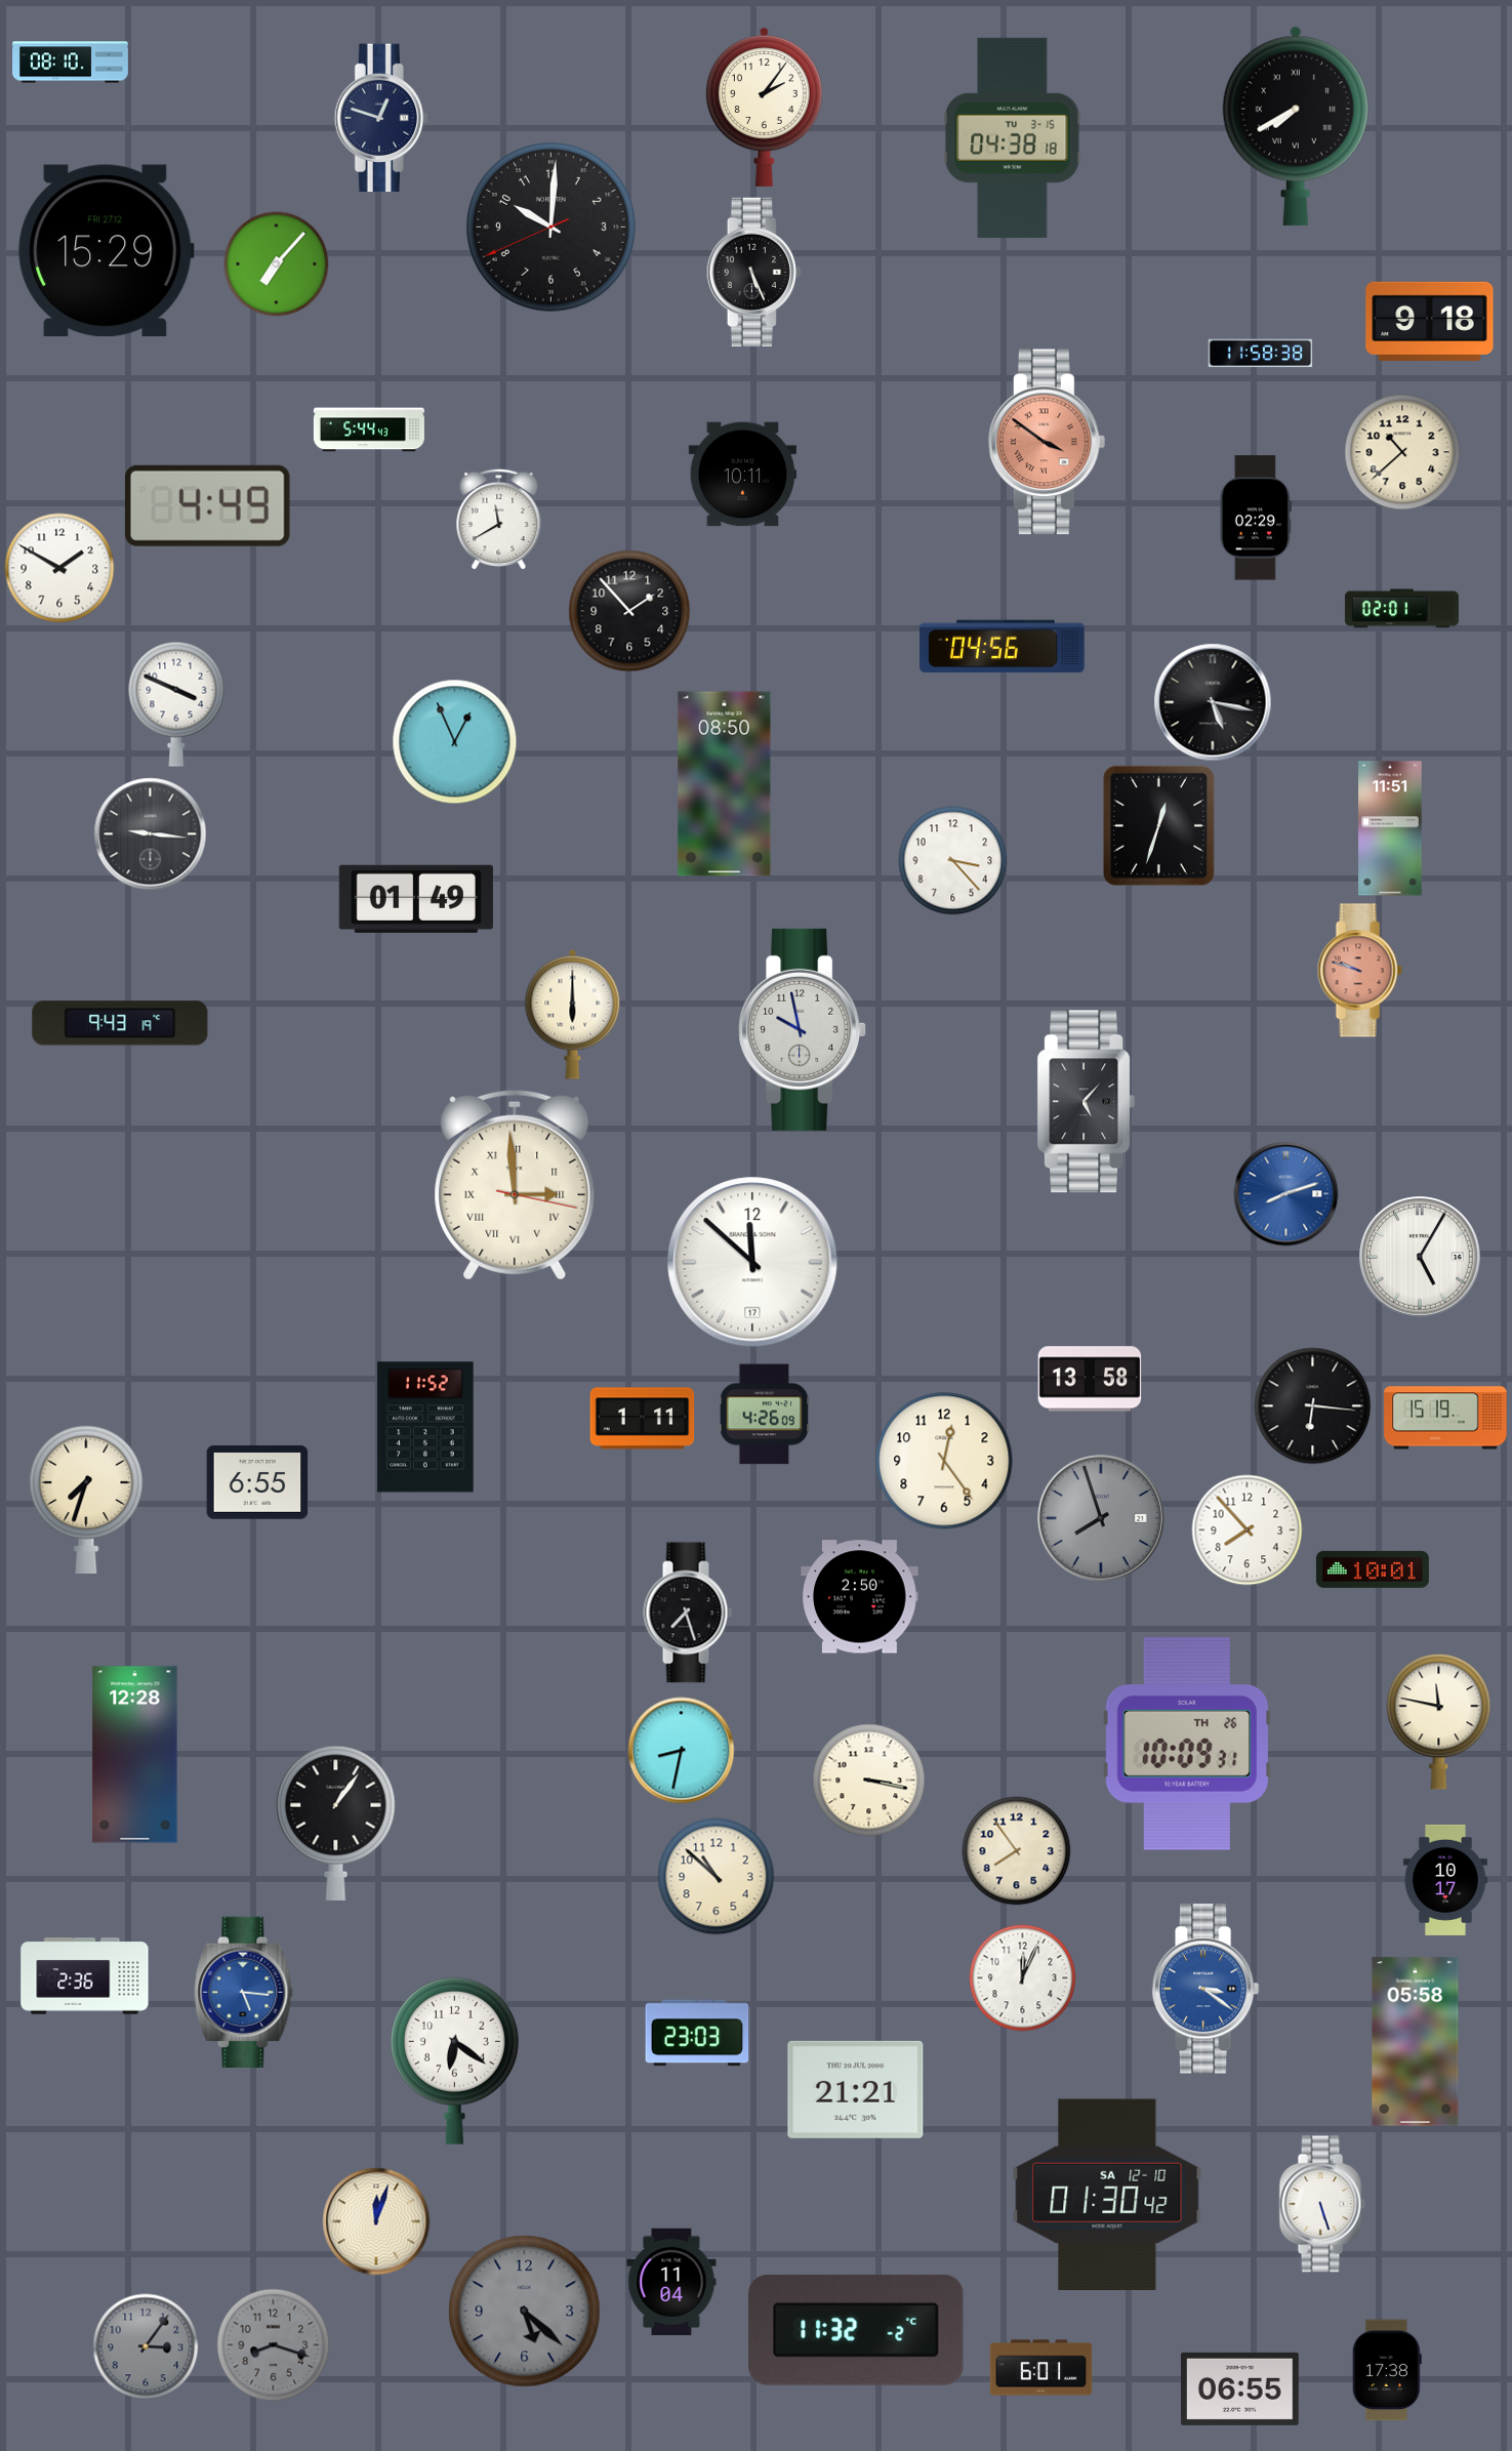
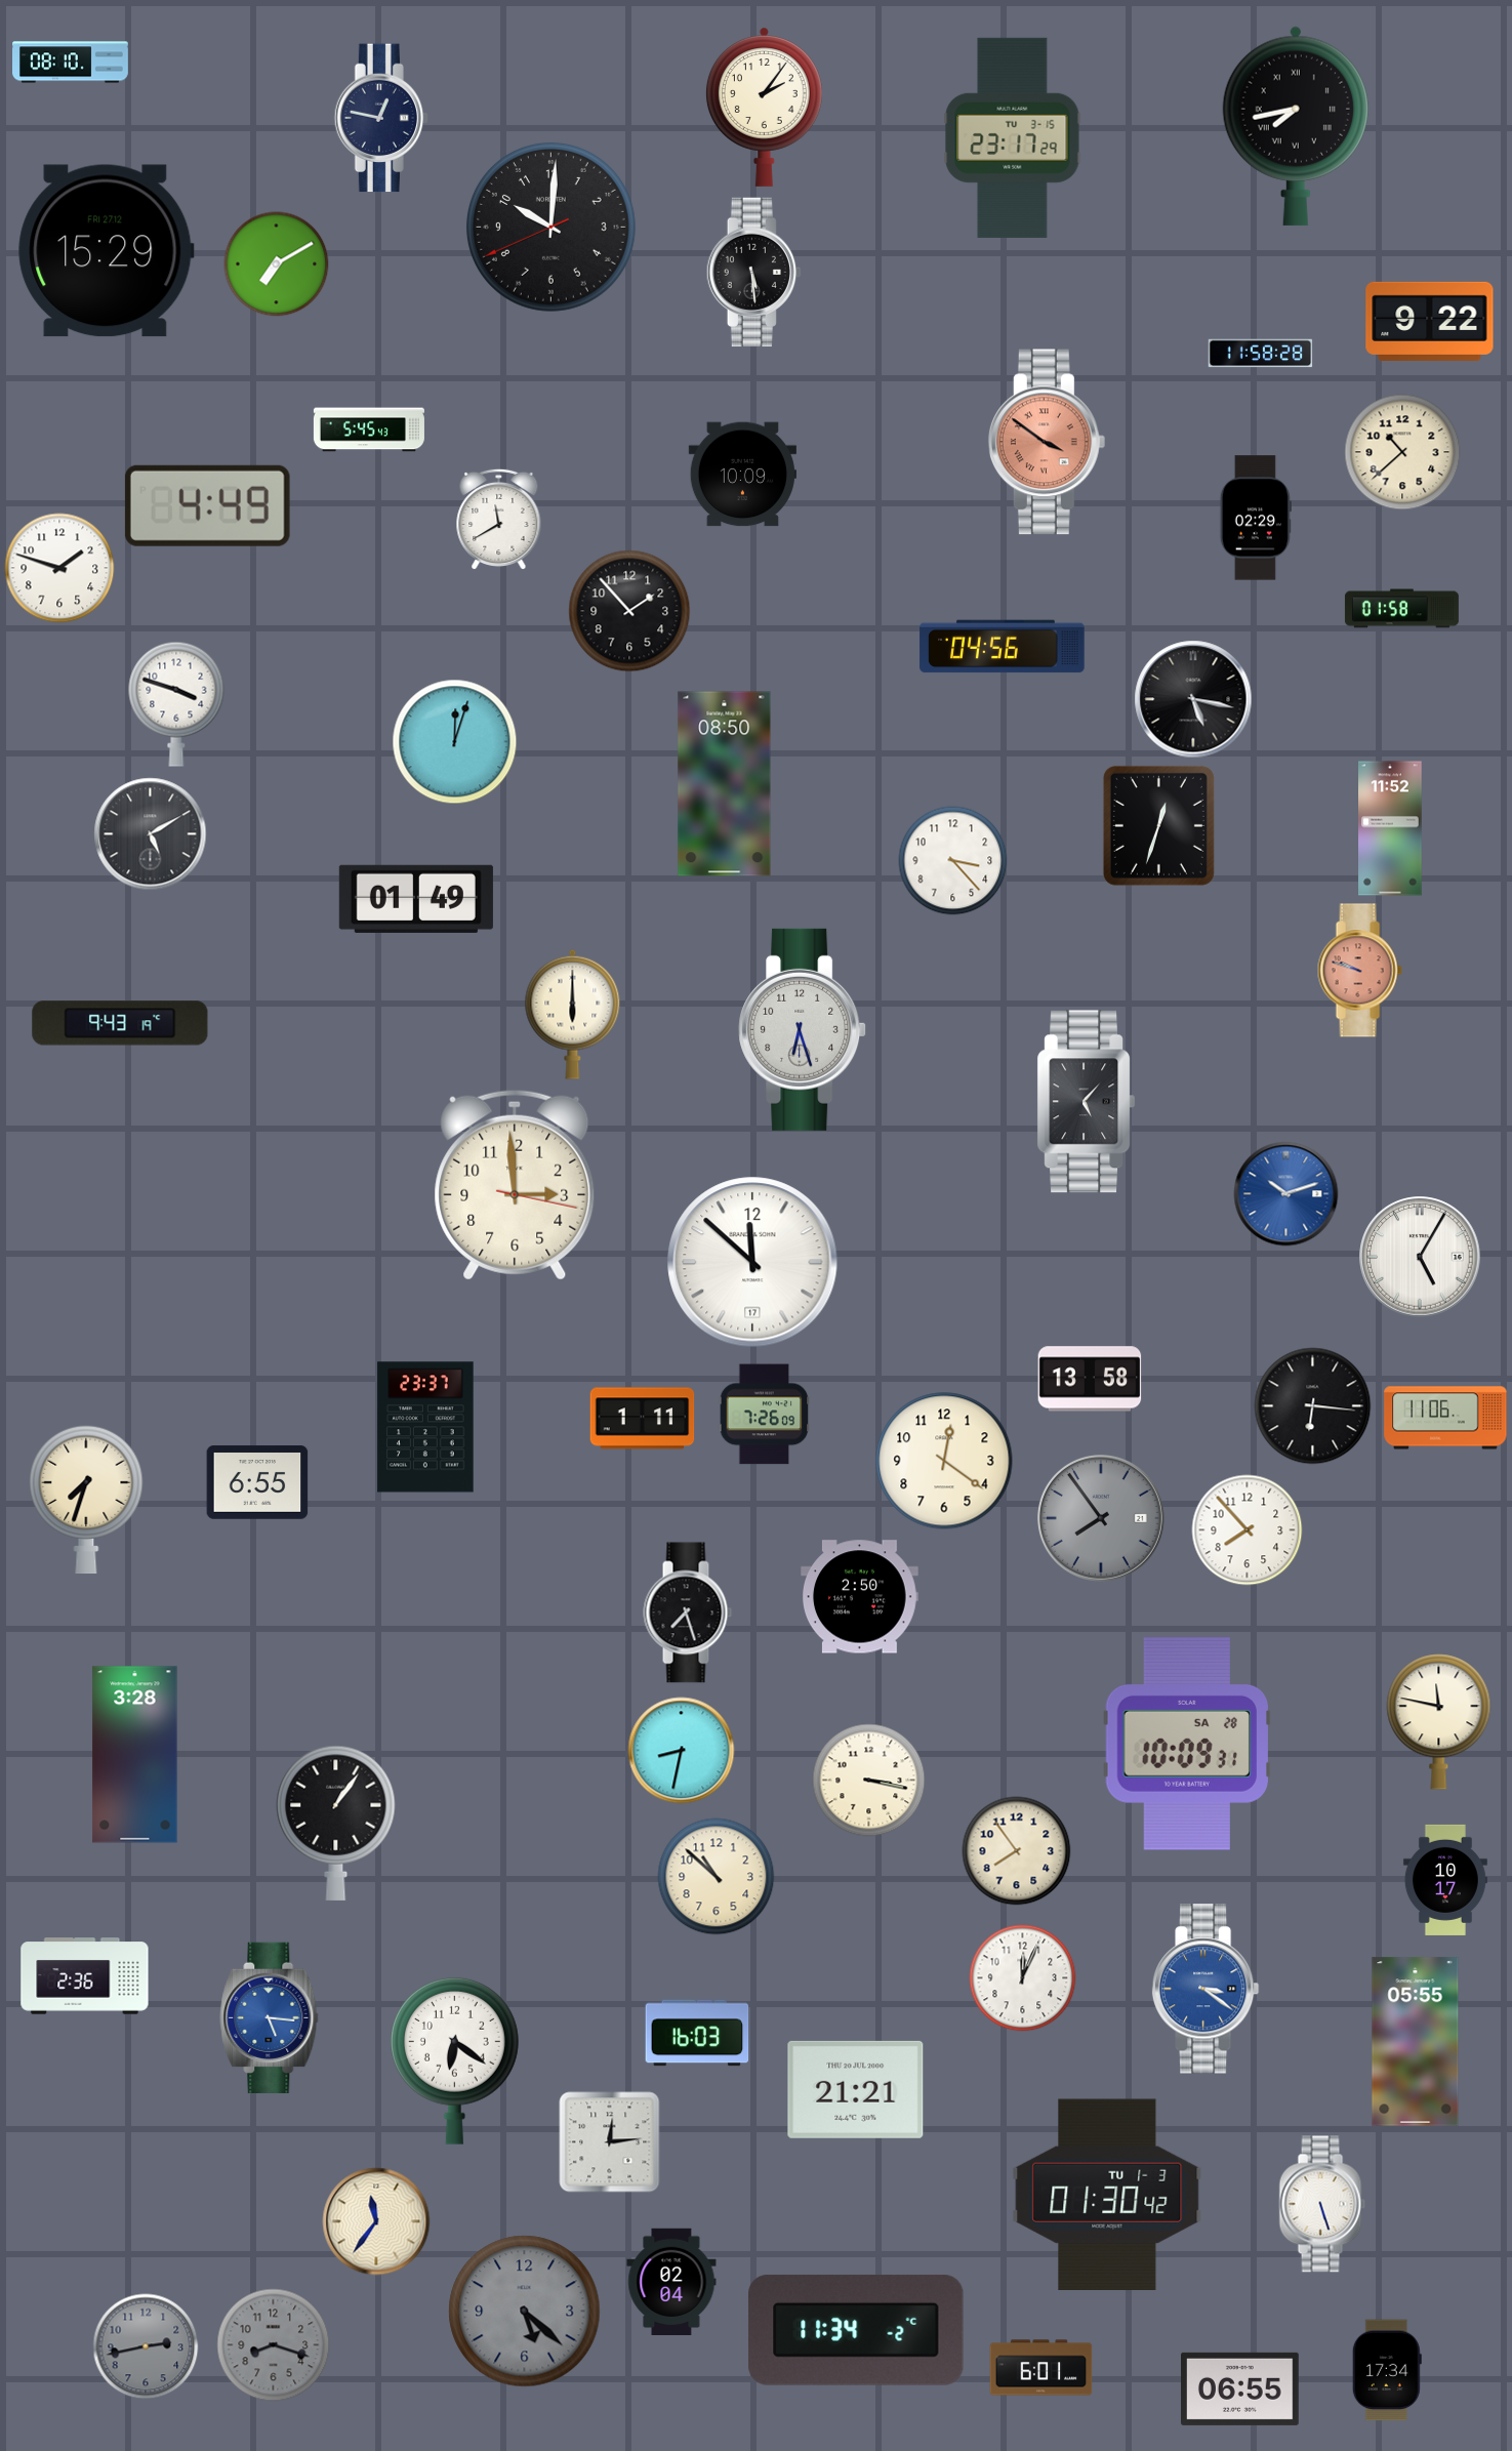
clock at (381, 118): 12:48 -> 12:47
clock at (1296, 126): 7:40 -> 7:43
clock at (1013, 137): 04:38 -> 23:17
clock at (277, 264): 7:07 -> 7:10
clock at (753, 273): 5:26 -> 5:29
clock at (1430, 321): 9:18 -> 9:22
clock at (1261, 354): 11:58:38 -> 11:58:28
clock at (369, 430): 5:44 -> 5:45
clock at (742, 475): 10:11 -> 10:09
clock at (59, 568): 1:50 -> 1:48
clock at (1401, 609): 02:01 -> 01:58
clock at (1213, 702) position: (1213, 702) -> (1193, 699)
clock at (176, 704): 3:49 -> 3:48
clock at (455, 742): 12:56 -> 12:03
clock at (1390, 828): 11:51 -> 11:52
clock at (151, 834): 9:16 -> 5:10
clock at (803, 1029): 9:58 -> 6:27
clock at (515, 1185) numerals: Roman -> Arabic
clock at (1286, 1194): 8:12 -> 10:12
clock at (765, 1415): 4:26 -> 7:26
clock at (1445, 1418): 15:19 -> 11:06
clock at (425, 1427): 11:52 -> 23:37
clock at (944, 1461): 12:24 -> 12:21
clock at (1101, 1518): 7:57 -> 7:54
clock at (1373, 1569): 10:01 -> none
clock at (1186, 1744) date: TH 26 -> SA 28
clock at (135, 1755): 12:28 -> 3:28
clock at (244, 1992) position: (244, 1992) -> (270, 2017)
clock at (697, 2033): 23:03 -> 16:03
clock at (1416, 2042): 05:58 -> 05:55
clock at (610, 2142): none -> 12:14
clock at (1107, 2194) date: SA 12-10 -> TU 1-3
clock at (376, 2221): 12:03 -> 11:36
clock at (671, 2281): 11:04 -> 02:04
clock at (856, 2330): 11:32 -> 11:34
clock at (146, 2346): 3:06 -> 2:43
clock at (1387, 2370): 17:38 -> 17:34
